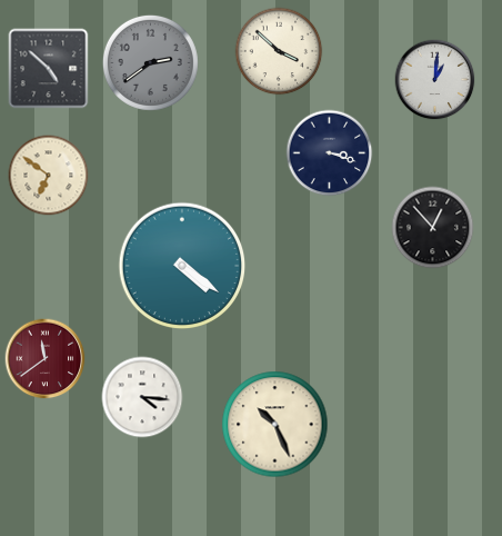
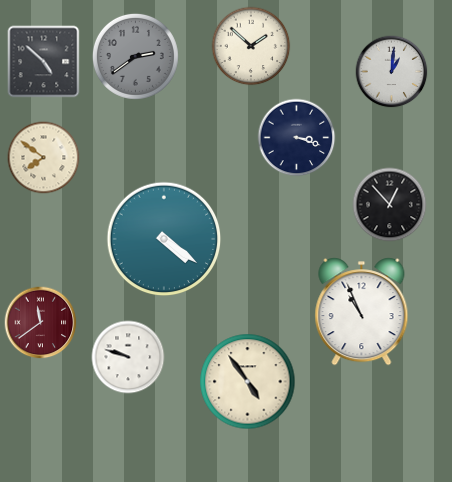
clock at (279, 51): 3:52 -> 1:52
clock at (49, 176): 6:51 -> 7:51
clock at (362, 312): none -> 10:56
clock at (142, 397): 4:16 -> 9:48
clock at (275, 425): 10:26 -> 4:54
